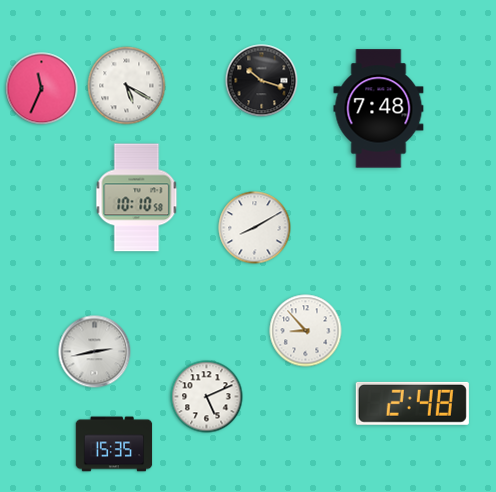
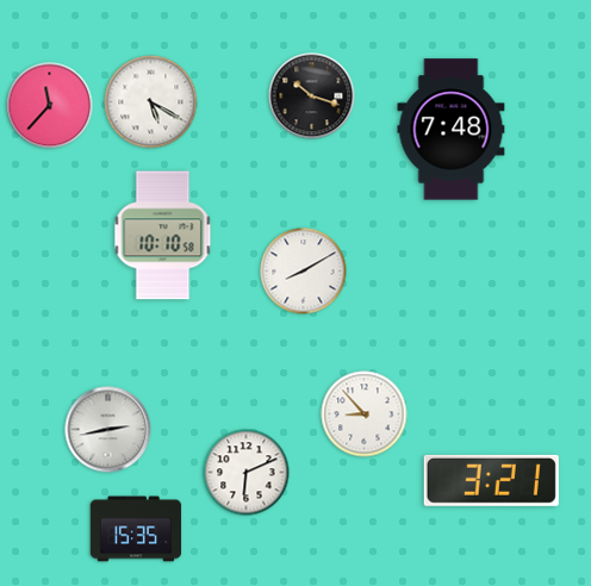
clock at (42, 89): 11:34 -> 11:37
clock at (306, 331) position: (306, 331) -> (365, 414)
clock at (95, 352) position: (95, 352) -> (108, 430)
clock at (207, 397): 5:11 -> 6:11
clock at (412, 403): 2:48 -> 3:21
